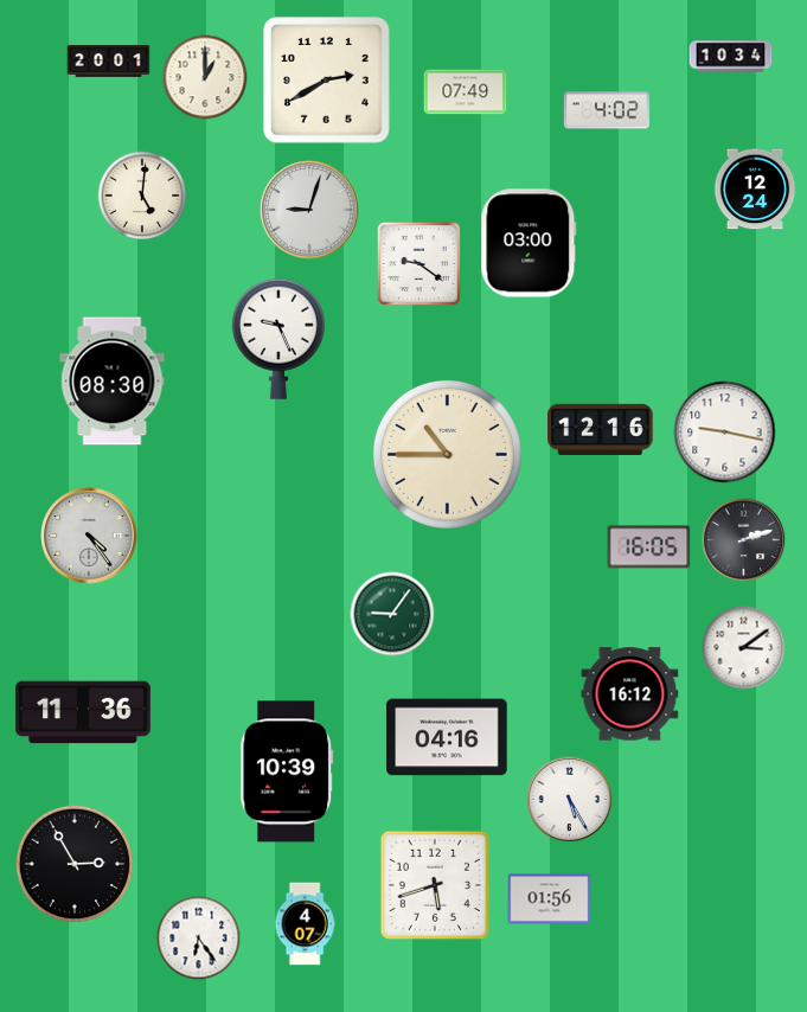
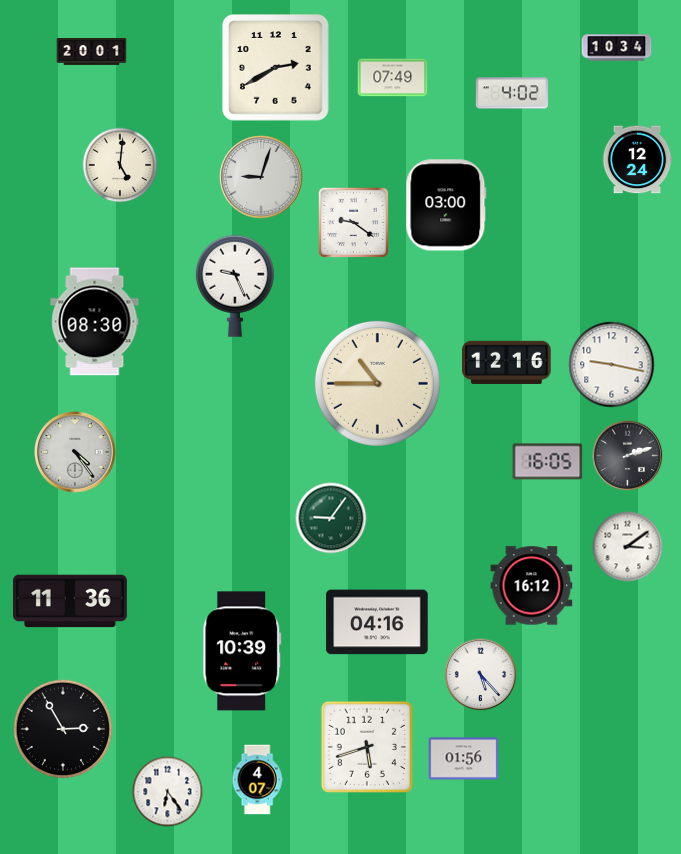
clock at (205, 77): 1:00 -> none
clock at (570, 800): 5:25 -> 5:23
